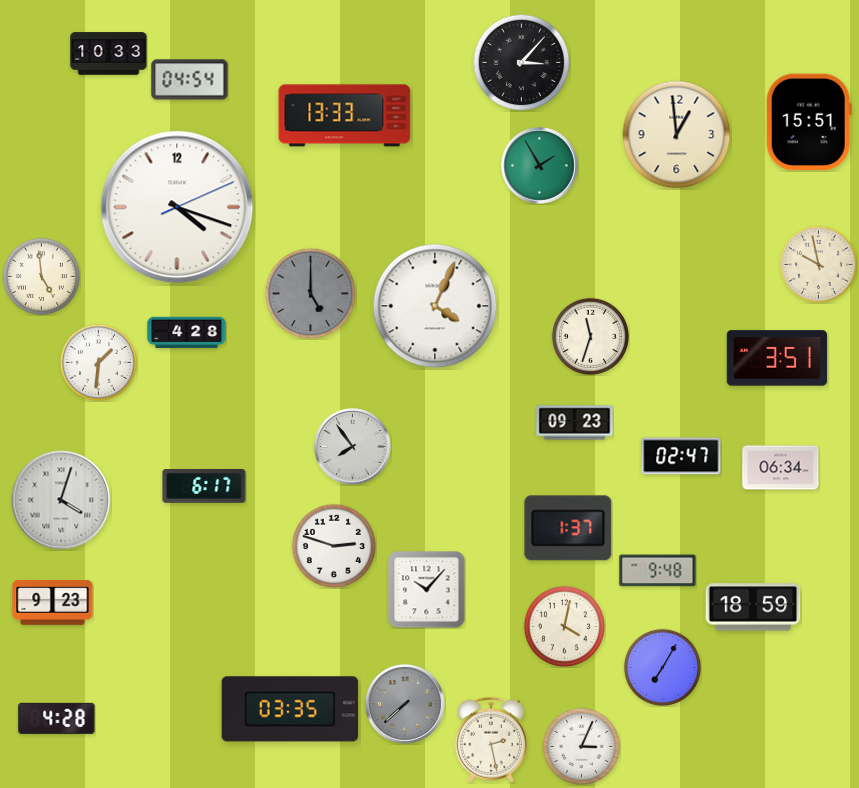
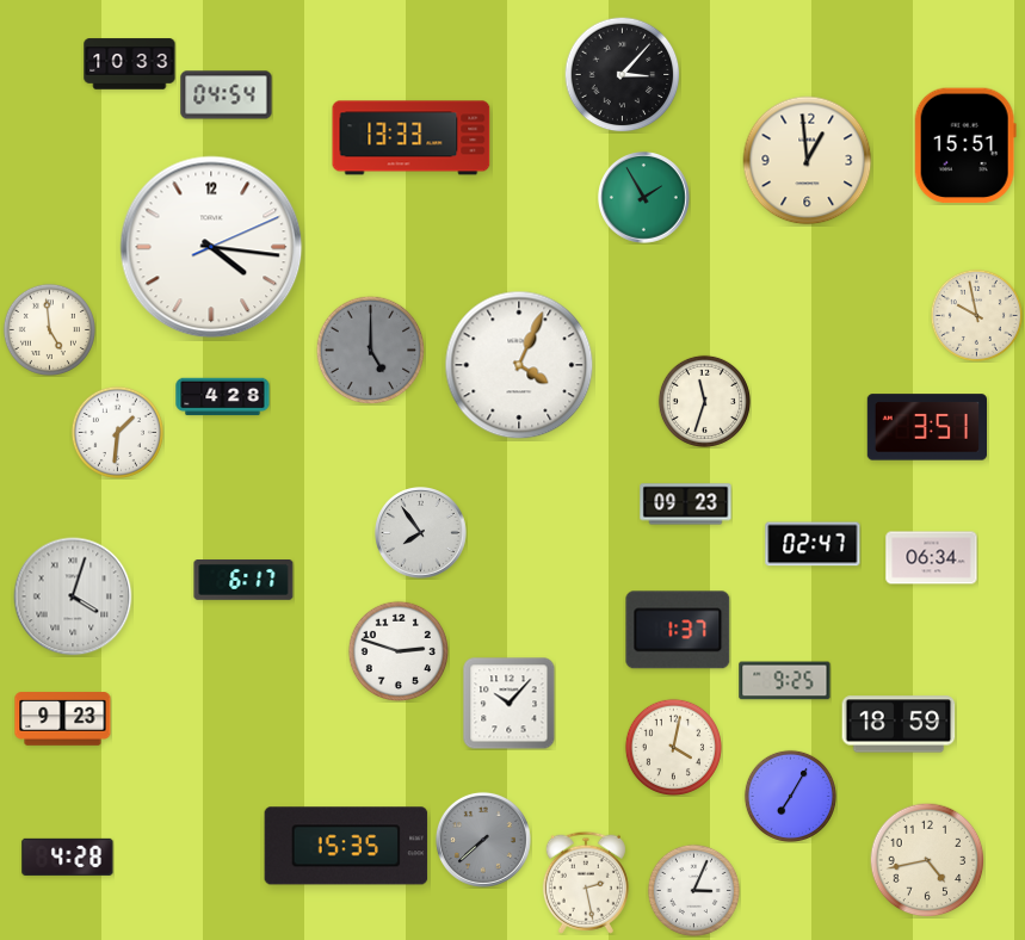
clock at (177, 207): 4:18 -> 4:16
clock at (658, 571): 9:48 -> 9:25
clock at (290, 709): 03:35 -> 15:35
clock at (927, 860): none -> 4:43
